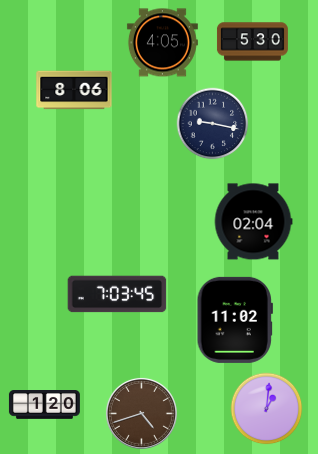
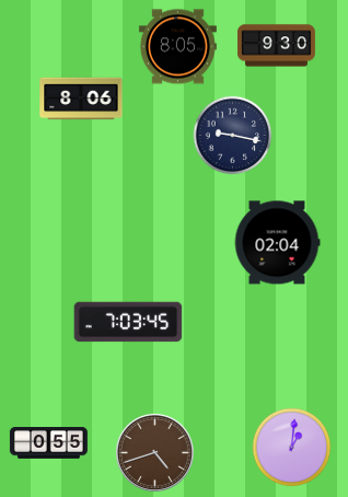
clock at (252, 42): 5:30 -> 9:30
clock at (162, 43): 4:05 -> 8:05
clock at (235, 320): 11:02 -> none
clock at (44, 405): 1:20 -> 0:55
